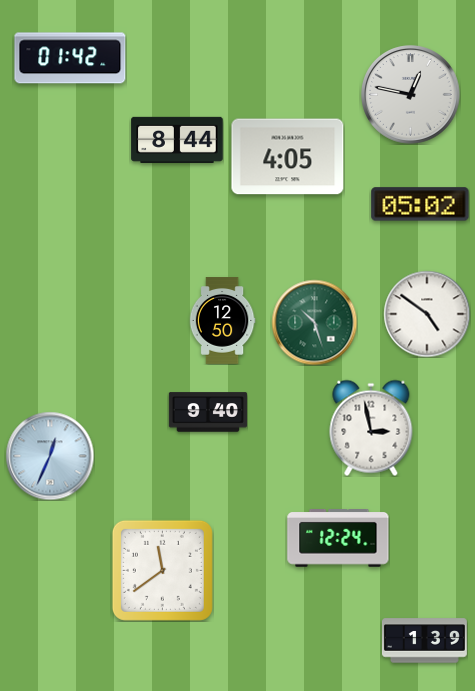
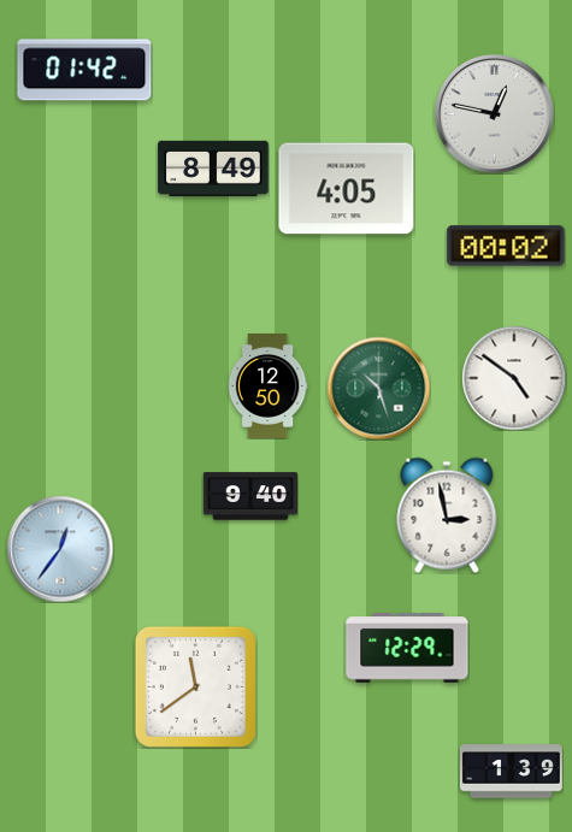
clock at (177, 140): 8:44 -> 8:49
clock at (420, 204): 05:02 -> 00:02
clock at (50, 456): 12:34 -> 12:36
clock at (338, 539): 12:24 -> 12:29
